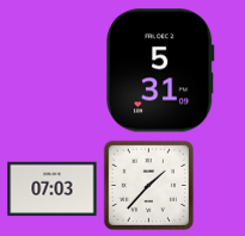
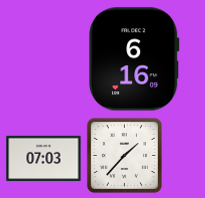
clock at (160, 70): 5:31 -> 6:16
